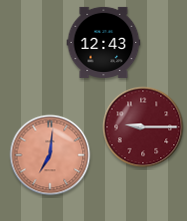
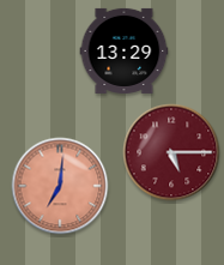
clock at (104, 42): 12:43 -> 13:29
clock at (143, 127): 9:15 -> 5:15
